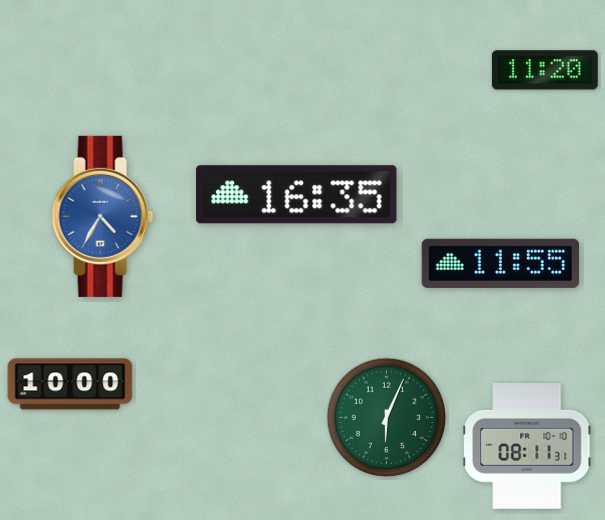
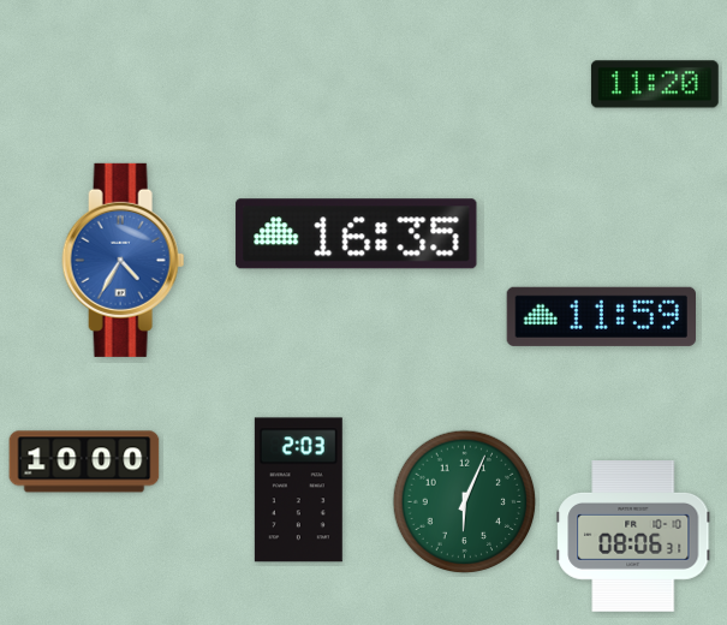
clock at (500, 263): 11:55 -> 11:59
clock at (298, 490): none -> 2:03
clock at (527, 447): 08:11 -> 08:06
